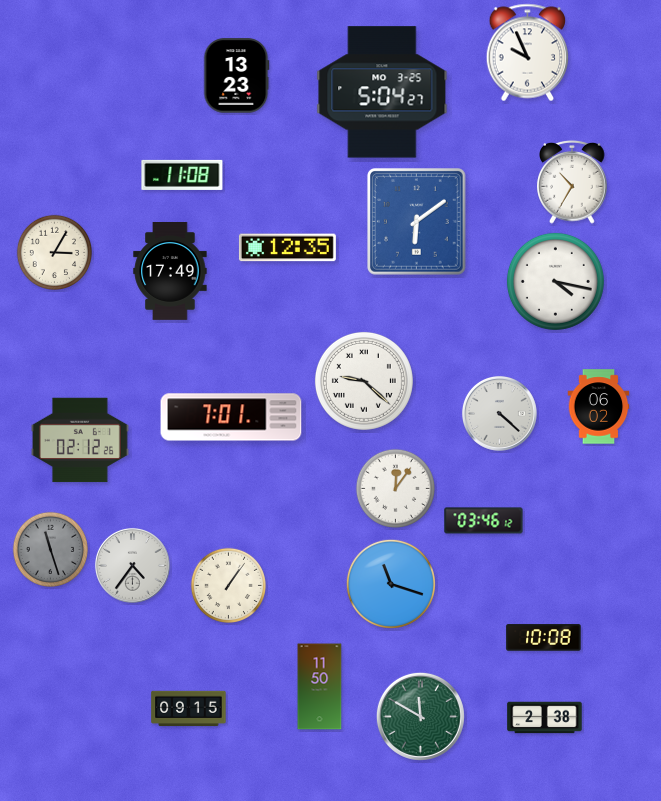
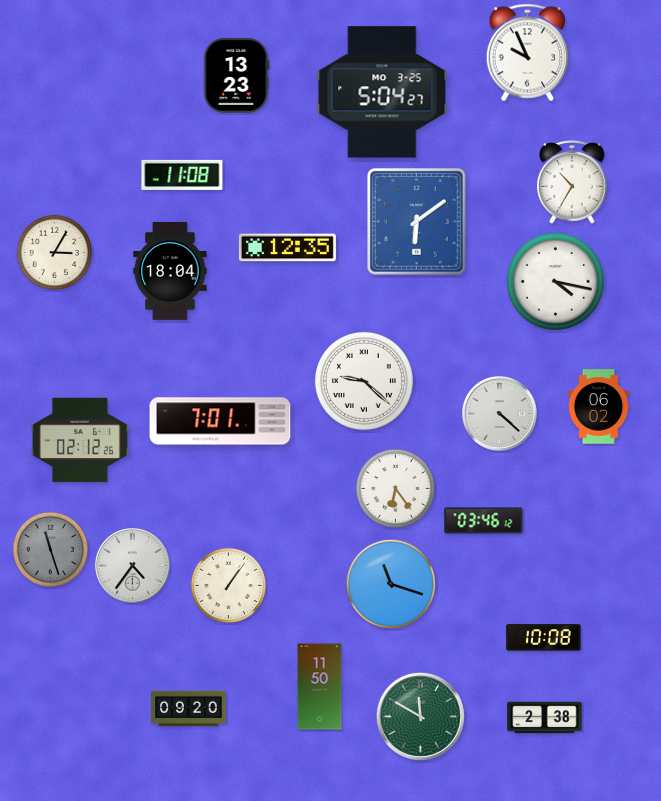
clock at (170, 272): 17:49 -> 18:04
clock at (231, 417) position: (231, 417) -> (220, 421)
clock at (395, 488): 12:06 -> 6:24
clock at (189, 709): 09:15 -> 09:20
